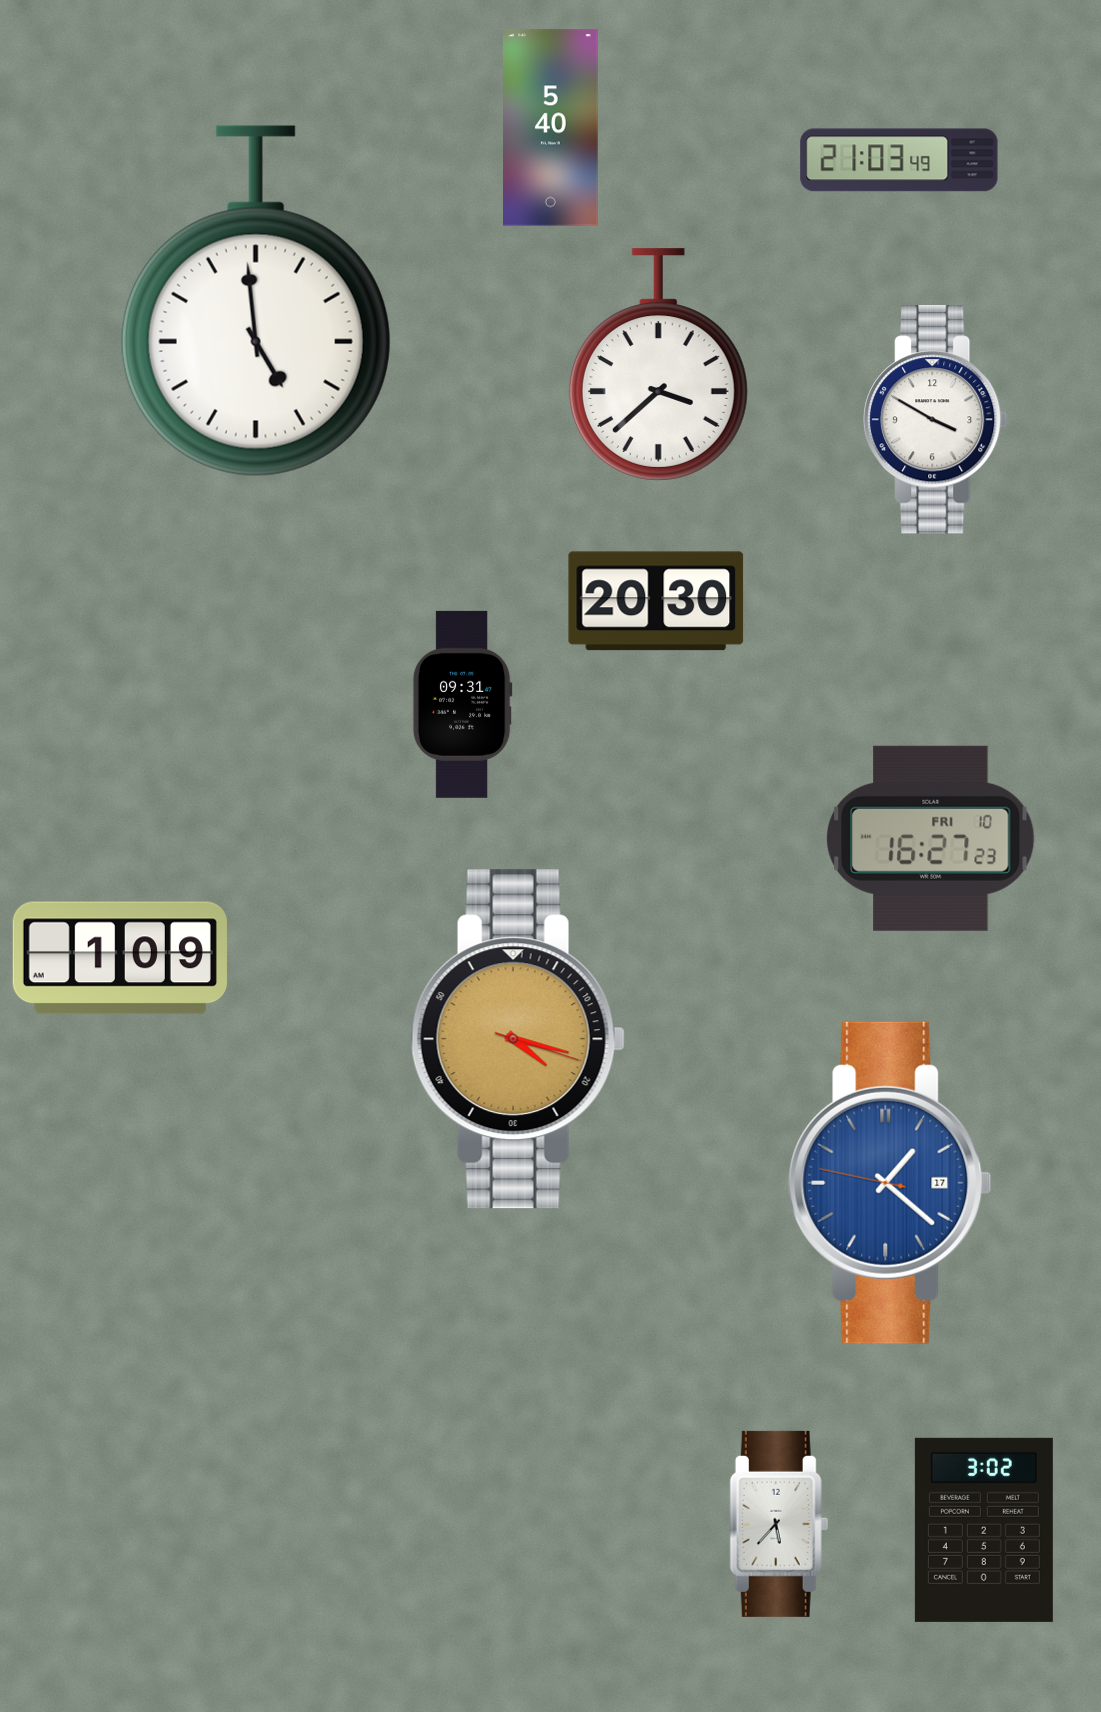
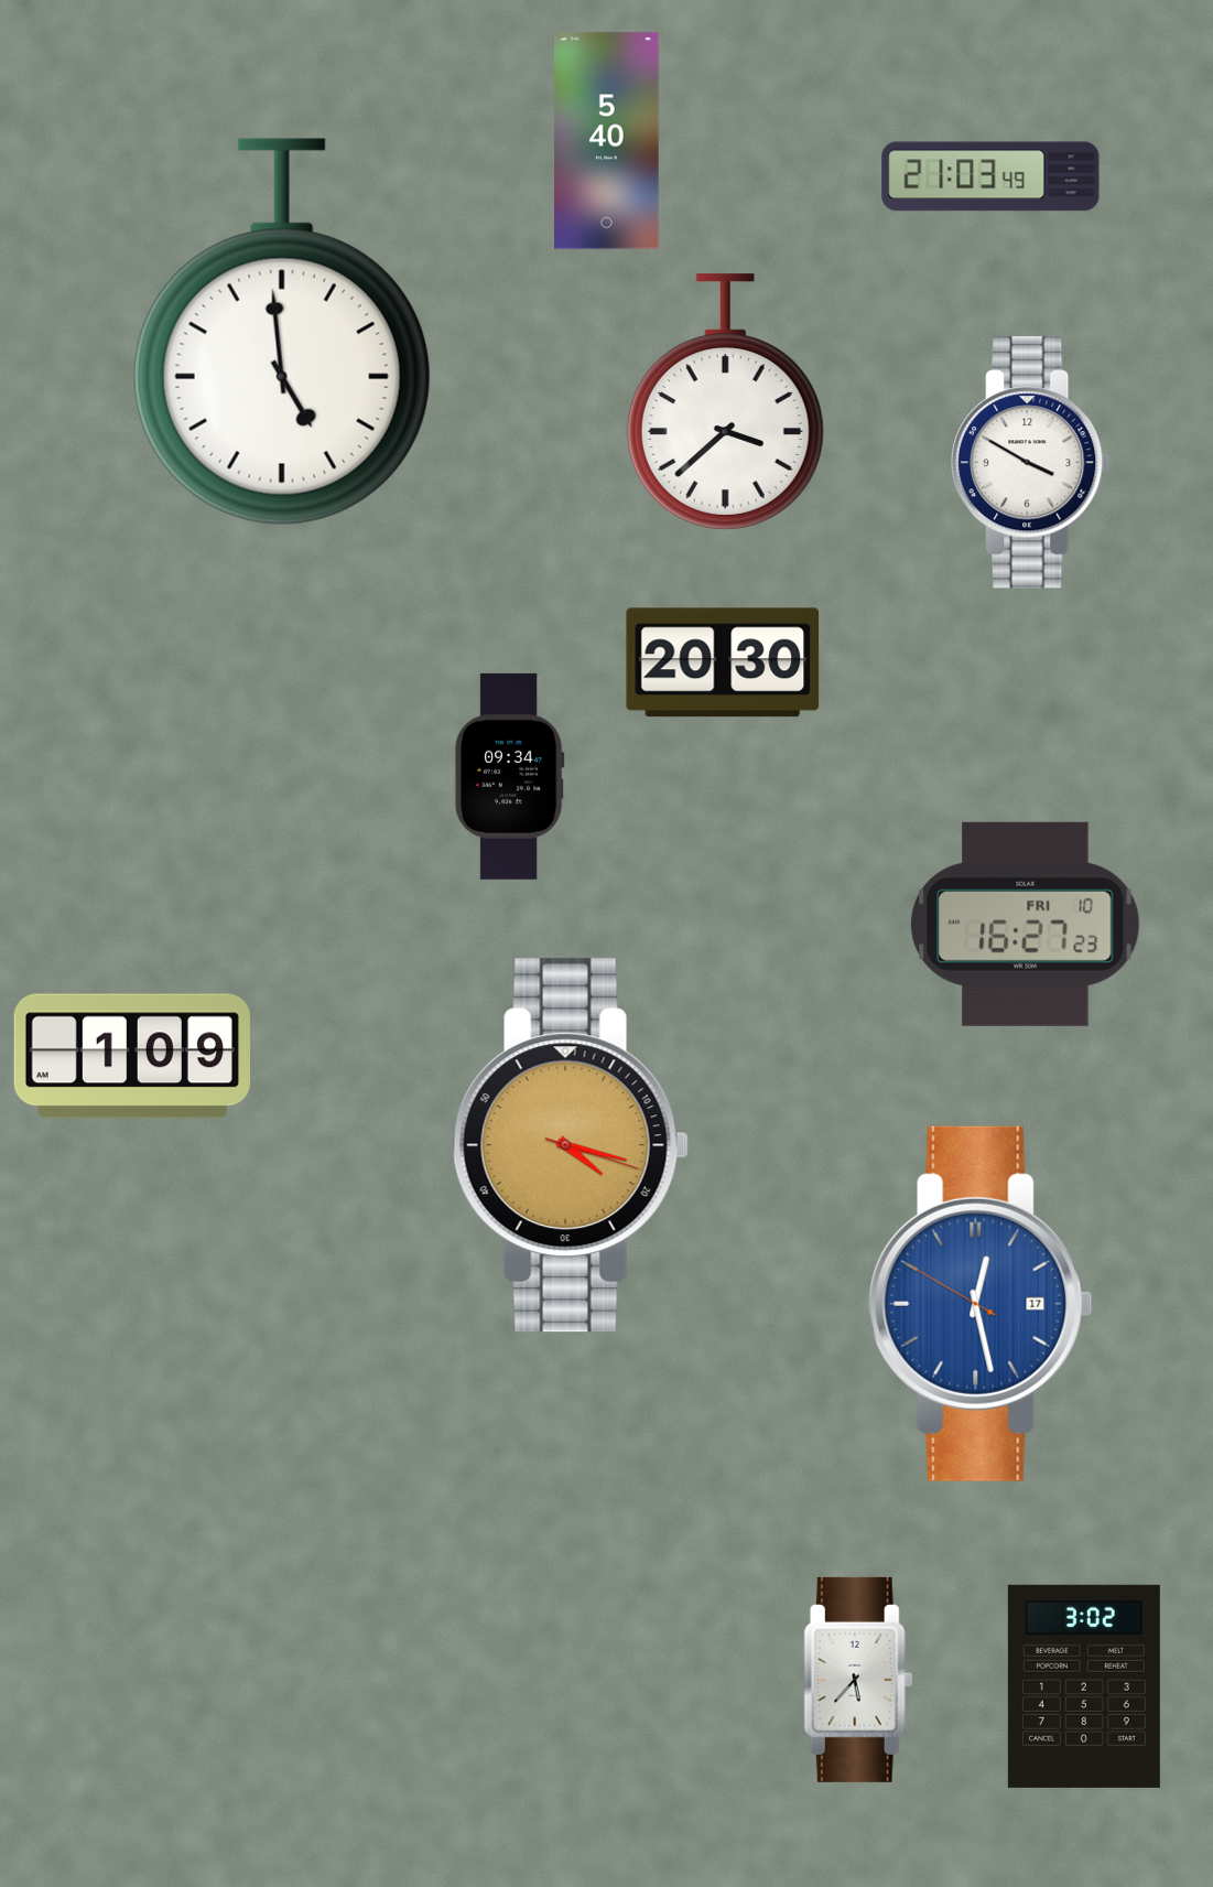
clock at (462, 704): 09:31 -> 09:34
clock at (890, 1183): 1:21 -> 12:27
